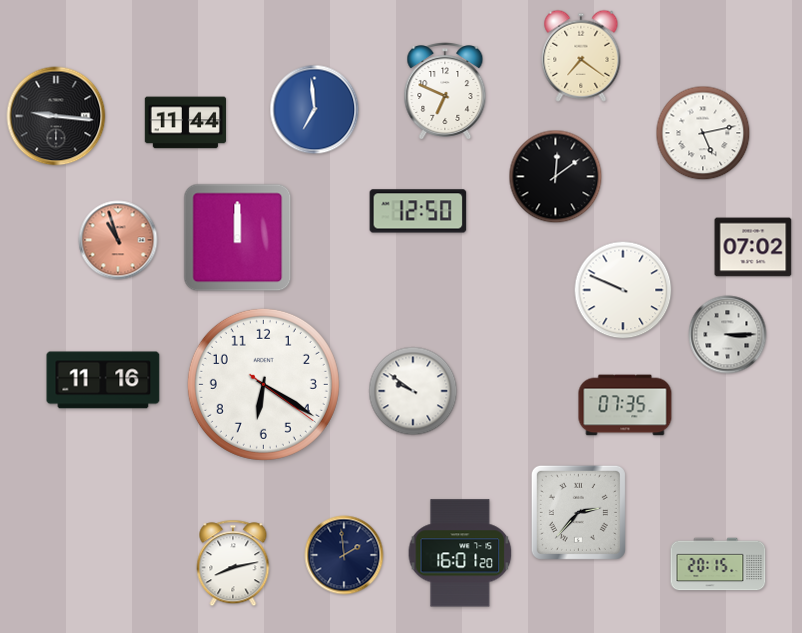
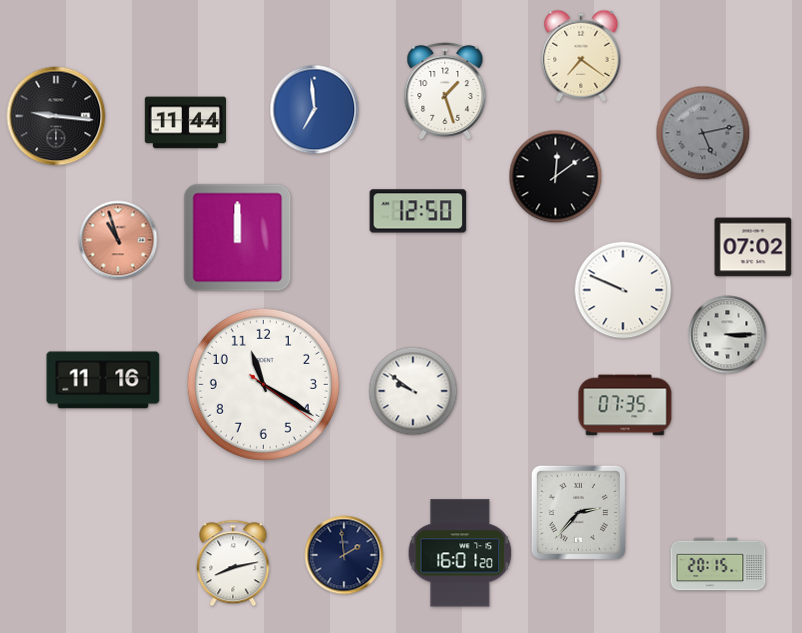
clock at (445, 92): 6:49 -> 1:27
clock at (703, 133) dial: white -> grey
clock at (263, 384): 6:20 -> 11:20
